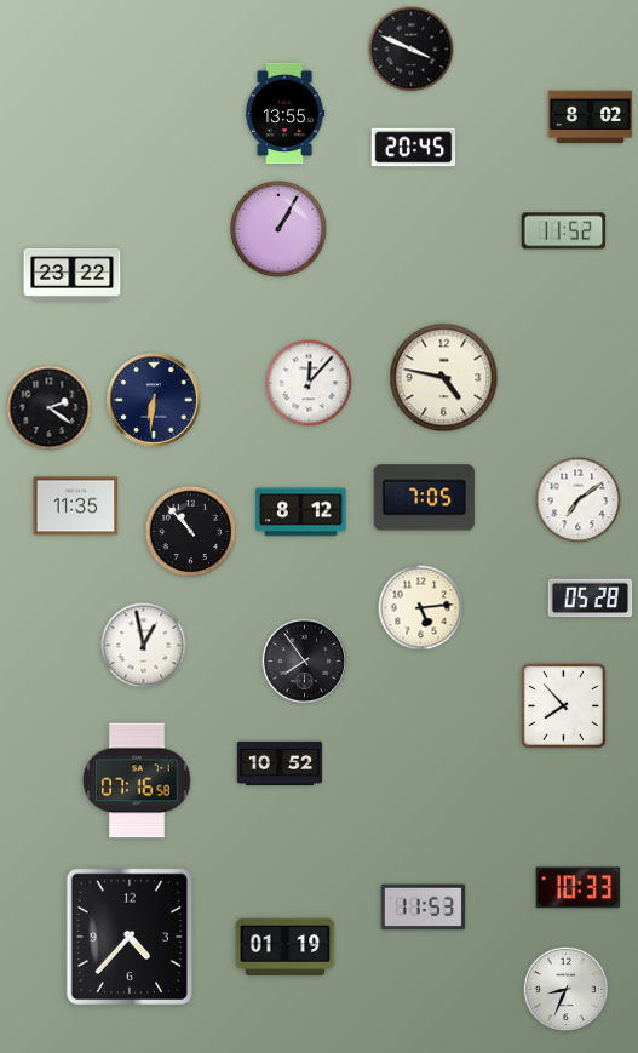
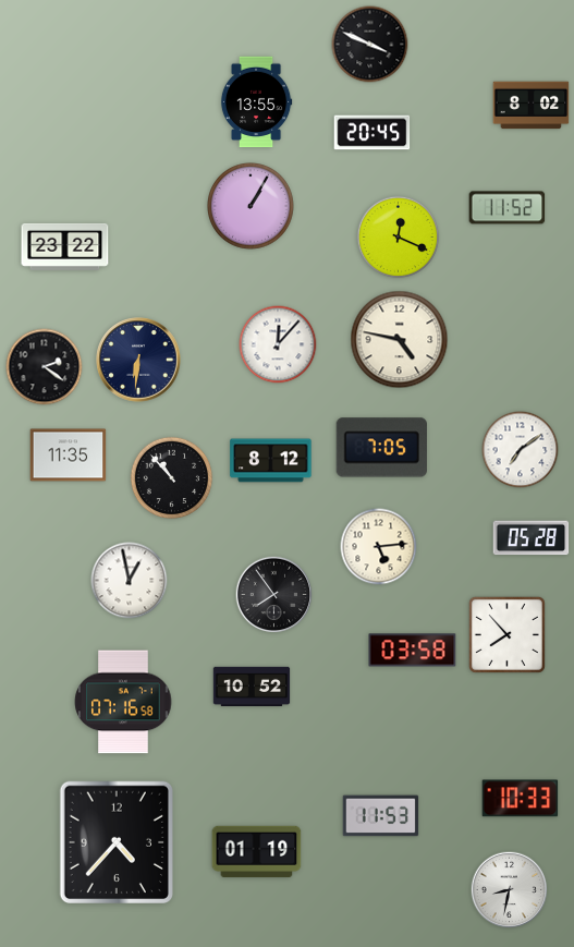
clock at (399, 238): none -> 12:19
clock at (413, 651): none -> 03:58
clock at (567, 990): 8:34 -> 8:32
